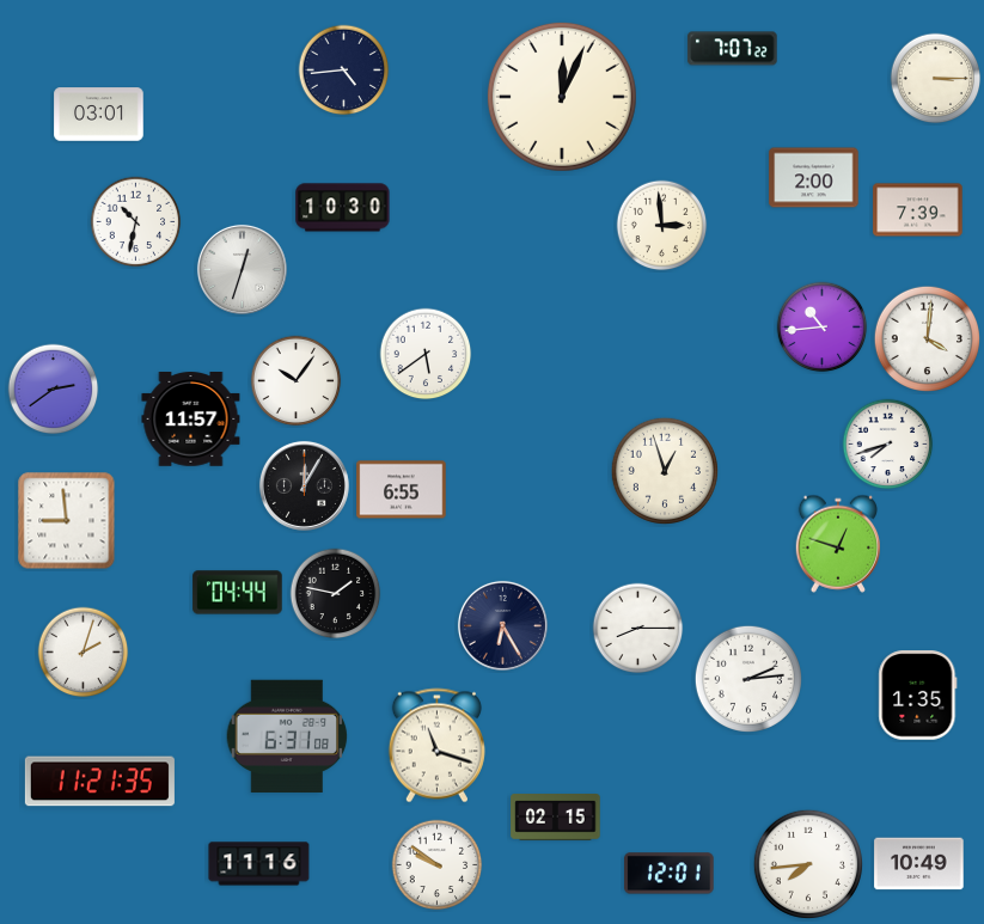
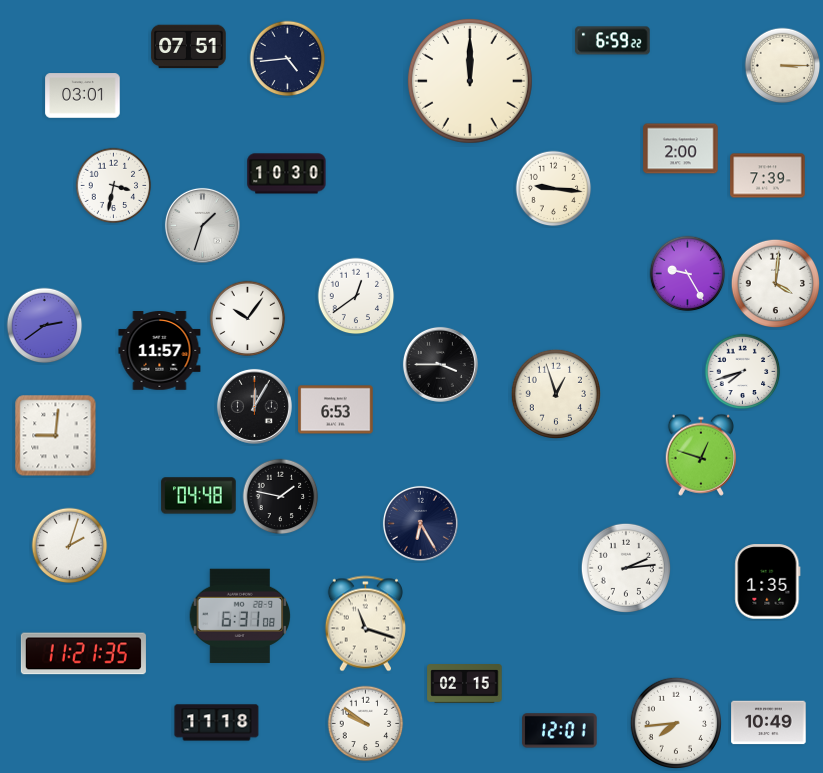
clock at (733, 49): 7:07 -> 6:59
clock at (189, 47): none -> 07:51
clock at (562, 97): 12:04 -> 12:00
clock at (136, 222): 10:32 -> 3:32
clock at (662, 226): 2:59 -> 9:16
clock at (242, 269): 12:33 -> 1:33
clock at (823, 328): 10:44 -> 9:25
clock at (426, 354): 5:39 -> 12:39
clock at (440, 364): none -> 3:45
clock at (402, 490): 6:55 -> 6:53
clock at (67, 521): 8:59 -> 9:01
clock at (238, 593): 04:44 -> 04:48
clock at (638, 629): 8:15 -> none
clock at (259, 864): 11:16 -> 11:18
